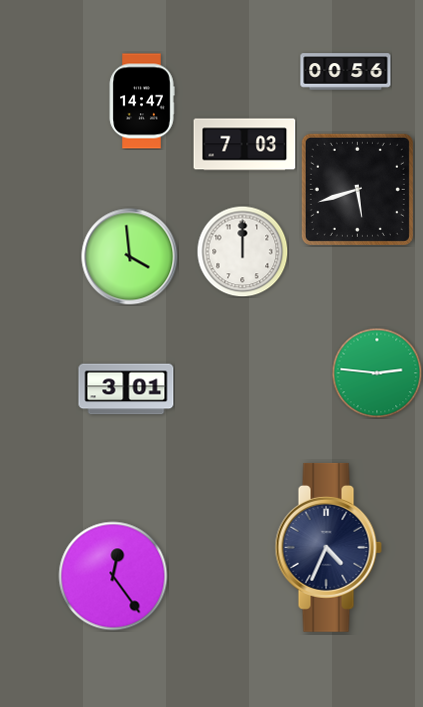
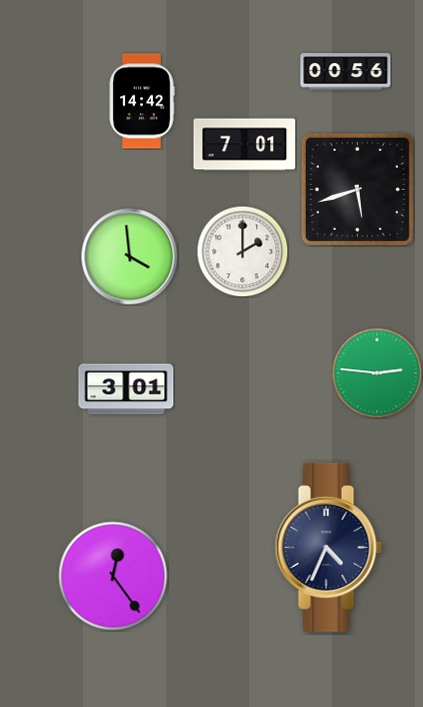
clock at (142, 101): 14:47 -> 14:42
clock at (245, 145): 7:03 -> 7:01
clock at (242, 251): 12:00 -> 2:00
